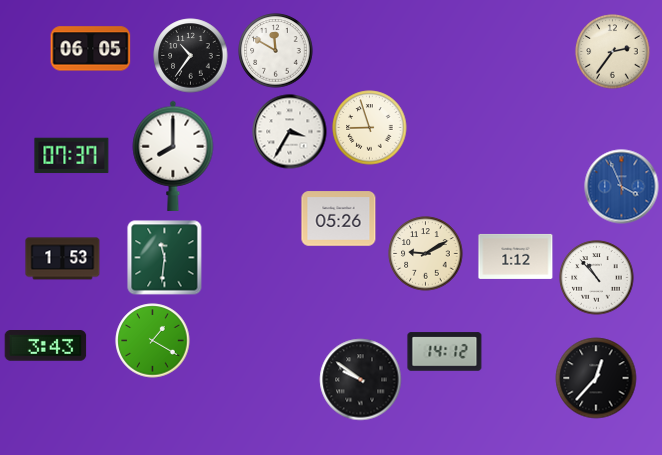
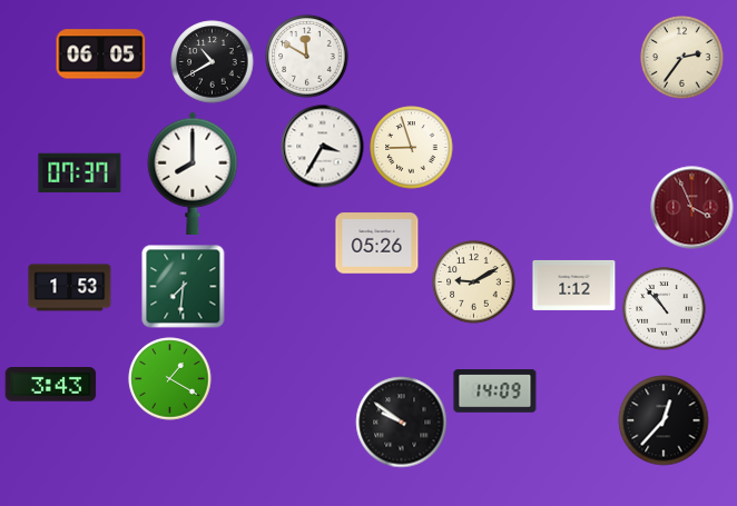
clock at (191, 56): 10:36 -> 10:40
clock at (370, 128) position: (370, 128) -> (412, 148)
clock at (622, 187) dial: blue -> burgundy
clock at (165, 258): 11:31 -> 7:31
clock at (445, 352): 14:12 -> 14:09
